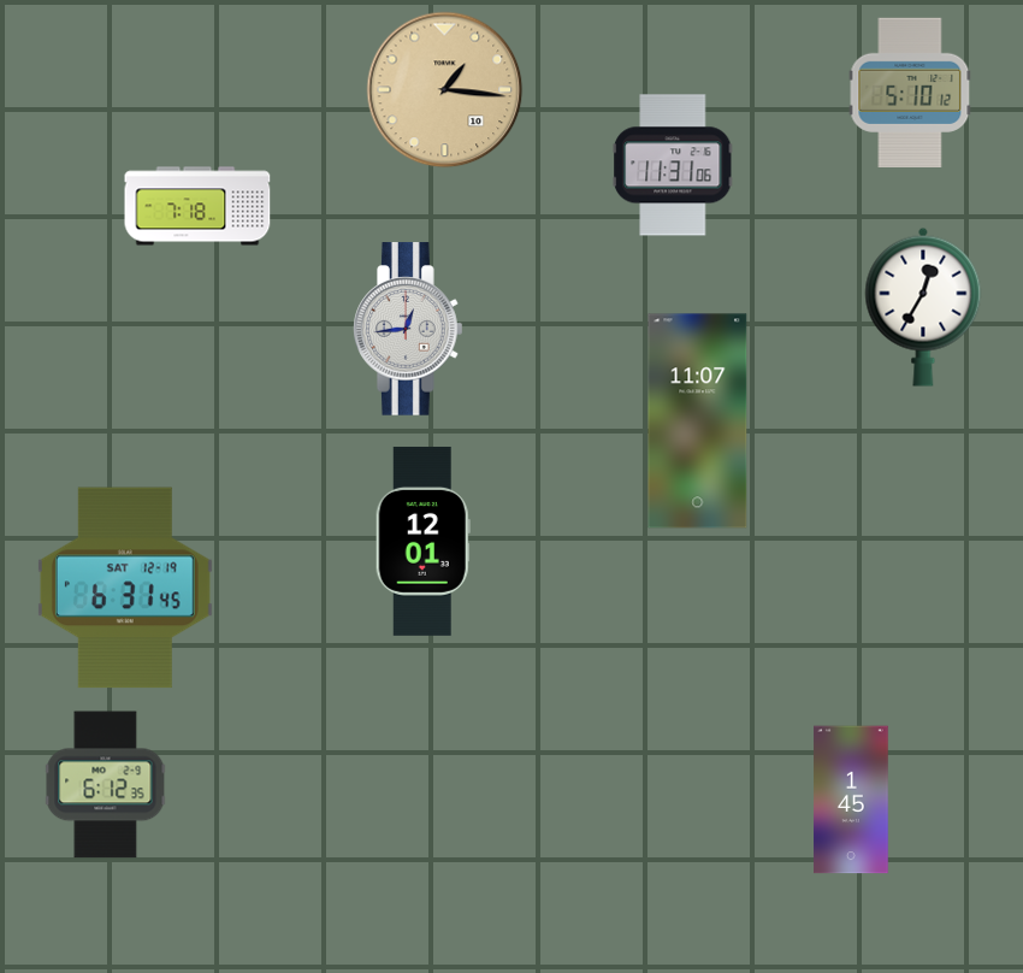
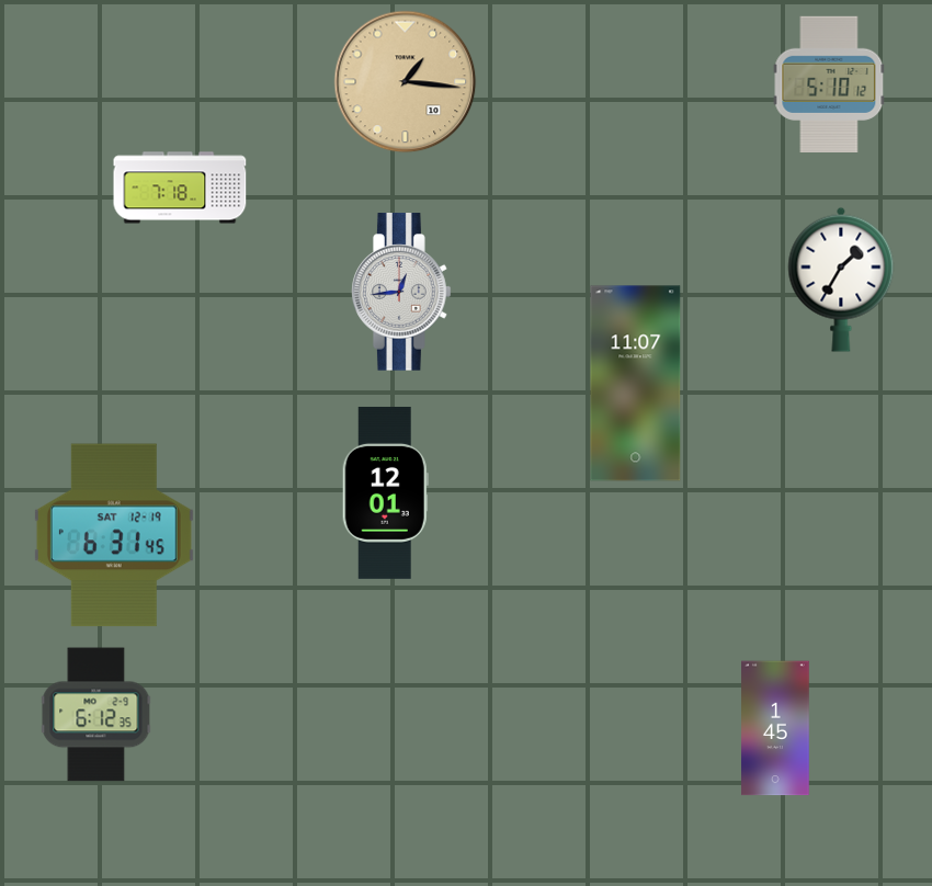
clock at (674, 165): 11:31 -> none
clock at (923, 307): 12:35 -> 1:35
clock at (409, 329) position: (409, 329) -> (402, 292)
